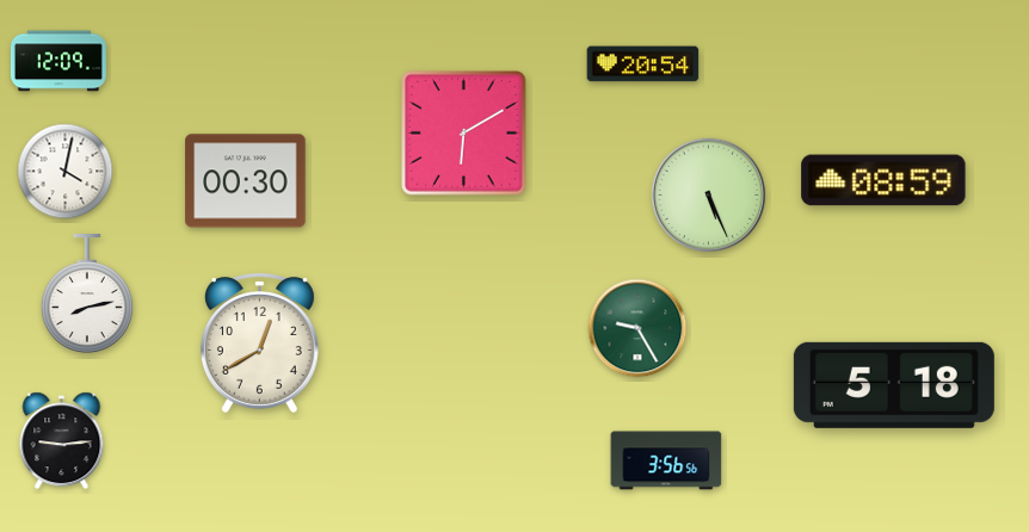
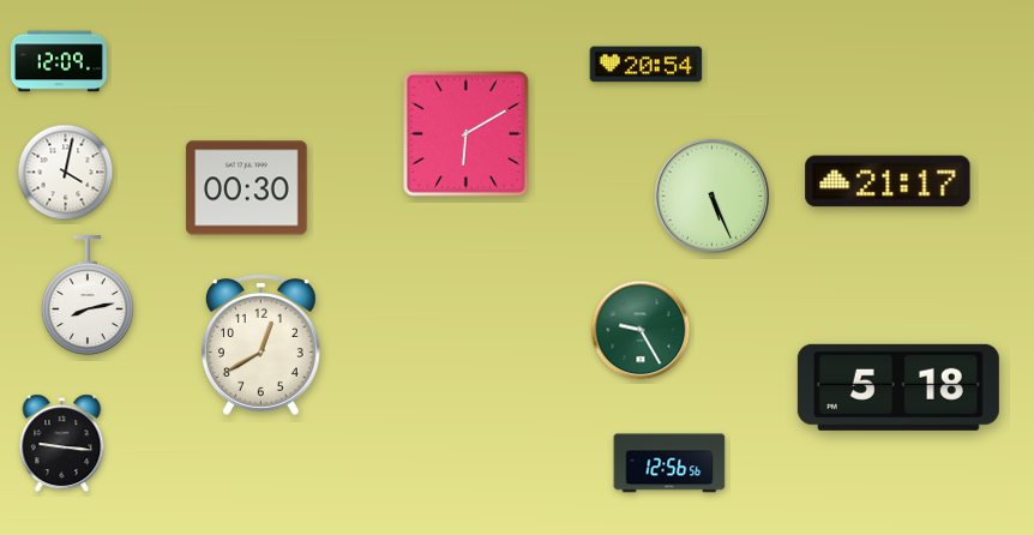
clock at (883, 180): 08:59 -> 21:17
clock at (246, 181) position: (246, 181) -> (247, 188)
clock at (62, 441): 9:14 -> 9:16
clock at (666, 460): 3:56 -> 12:56
